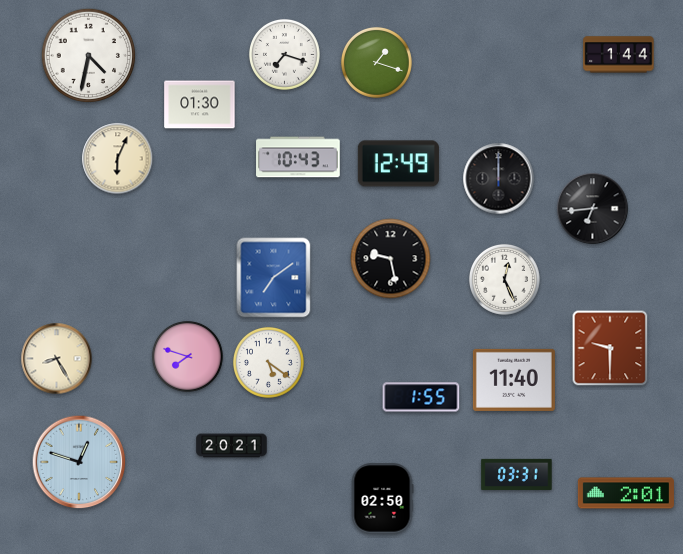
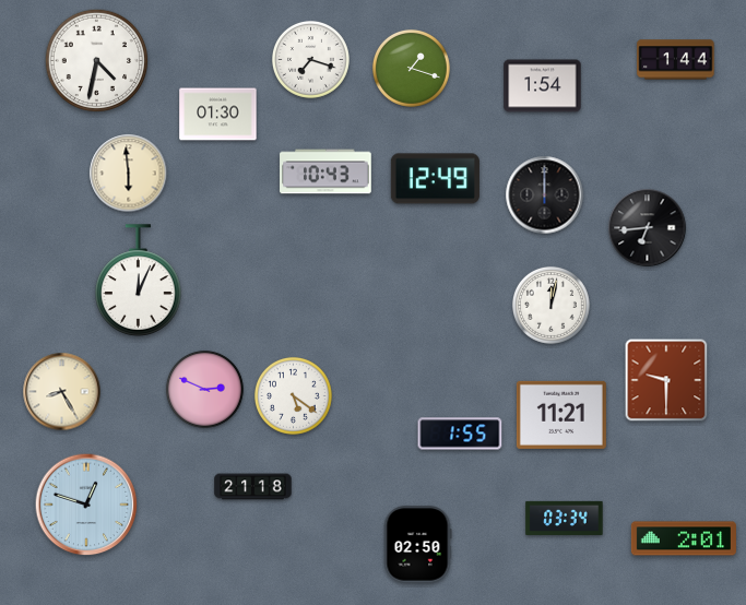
clock at (543, 86): none -> 1:54
clock at (118, 159): 6:04 -> 5:59
clock at (139, 281): none -> 12:04
clock at (391, 259): 9:28 -> none
clock at (274, 278): 7:09 -> none
clock at (504, 279): 12:26 -> 12:02
clock at (187, 356): 7:48 -> 2:49
clock at (514, 380): 11:40 -> 11:21
clock at (232, 446): 20:21 -> 21:18
clock at (517, 474): 03:31 -> 03:34
